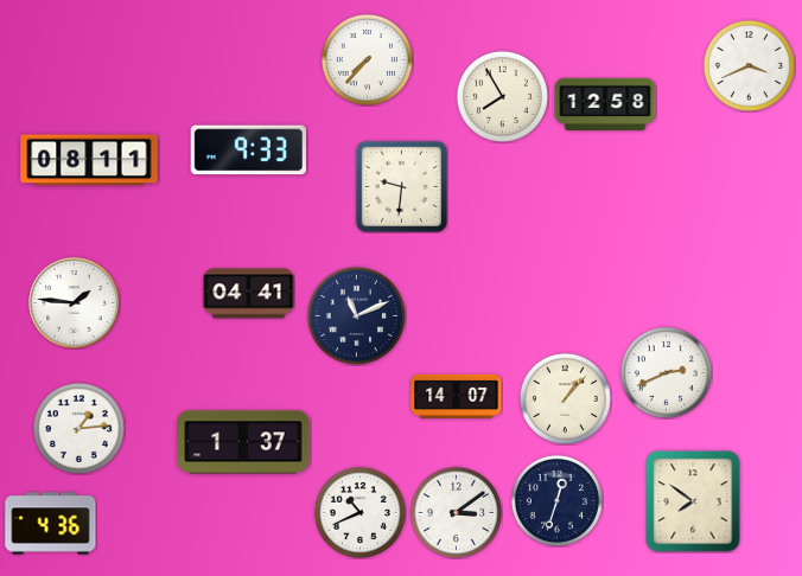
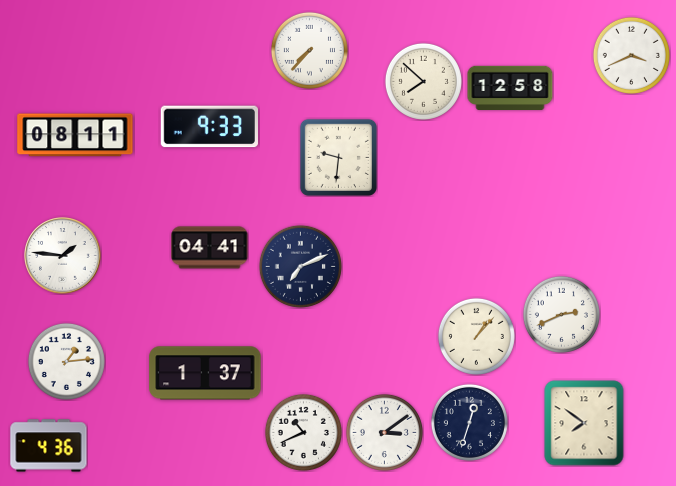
clock at (502, 96): 7:55 -> 7:52
clock at (356, 315): 11:11 -> 7:11
clock at (457, 396): 14:07 -> none
clock at (51, 524) position: (51, 524) -> (49, 446)
